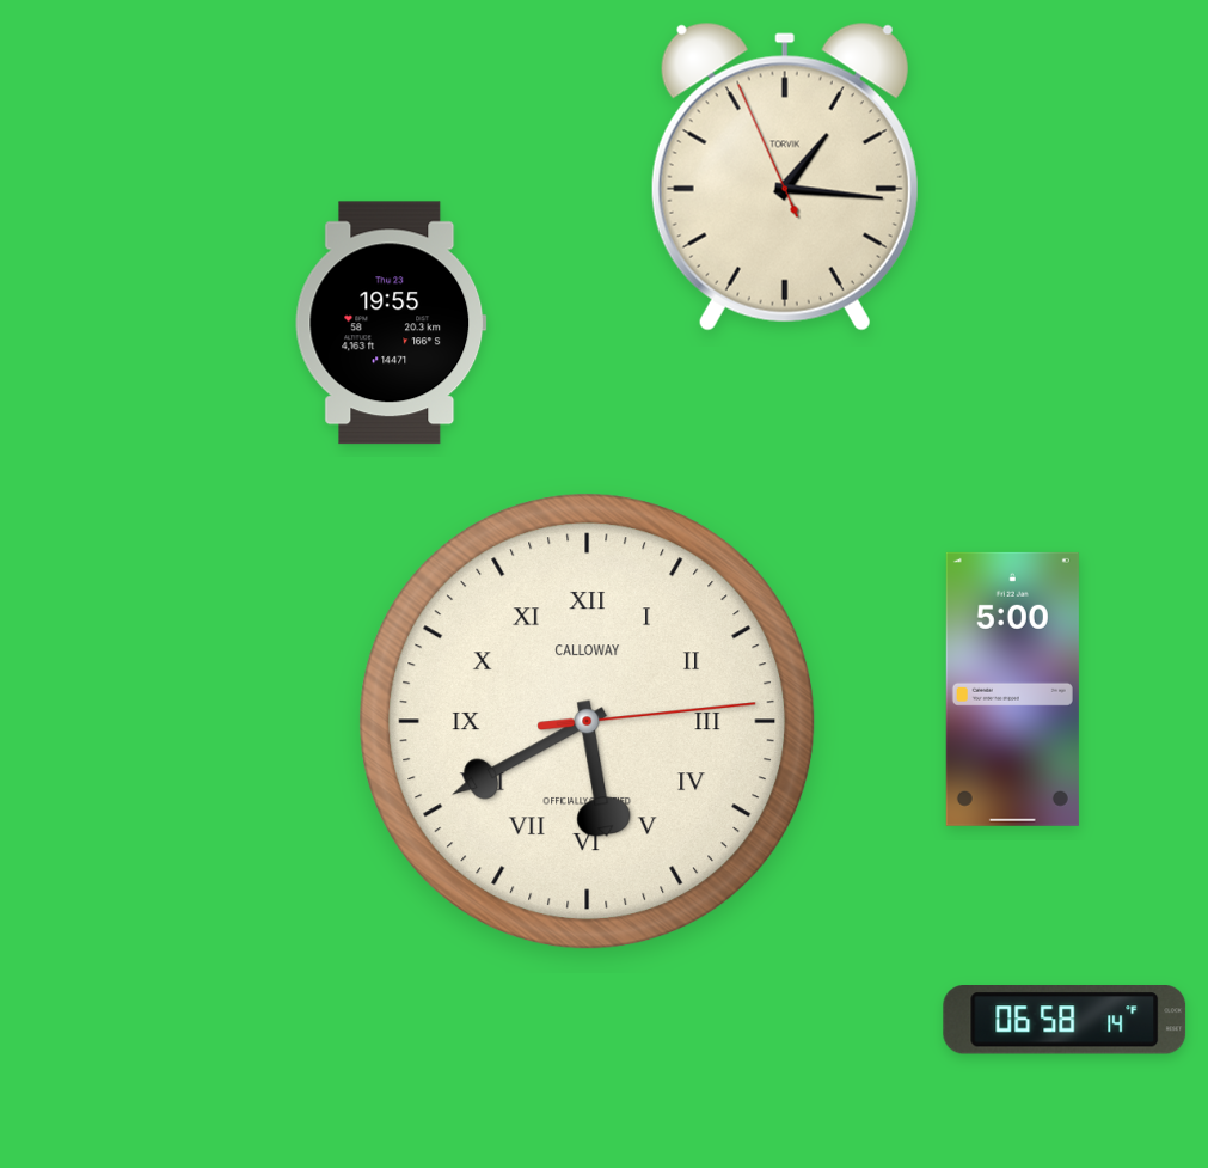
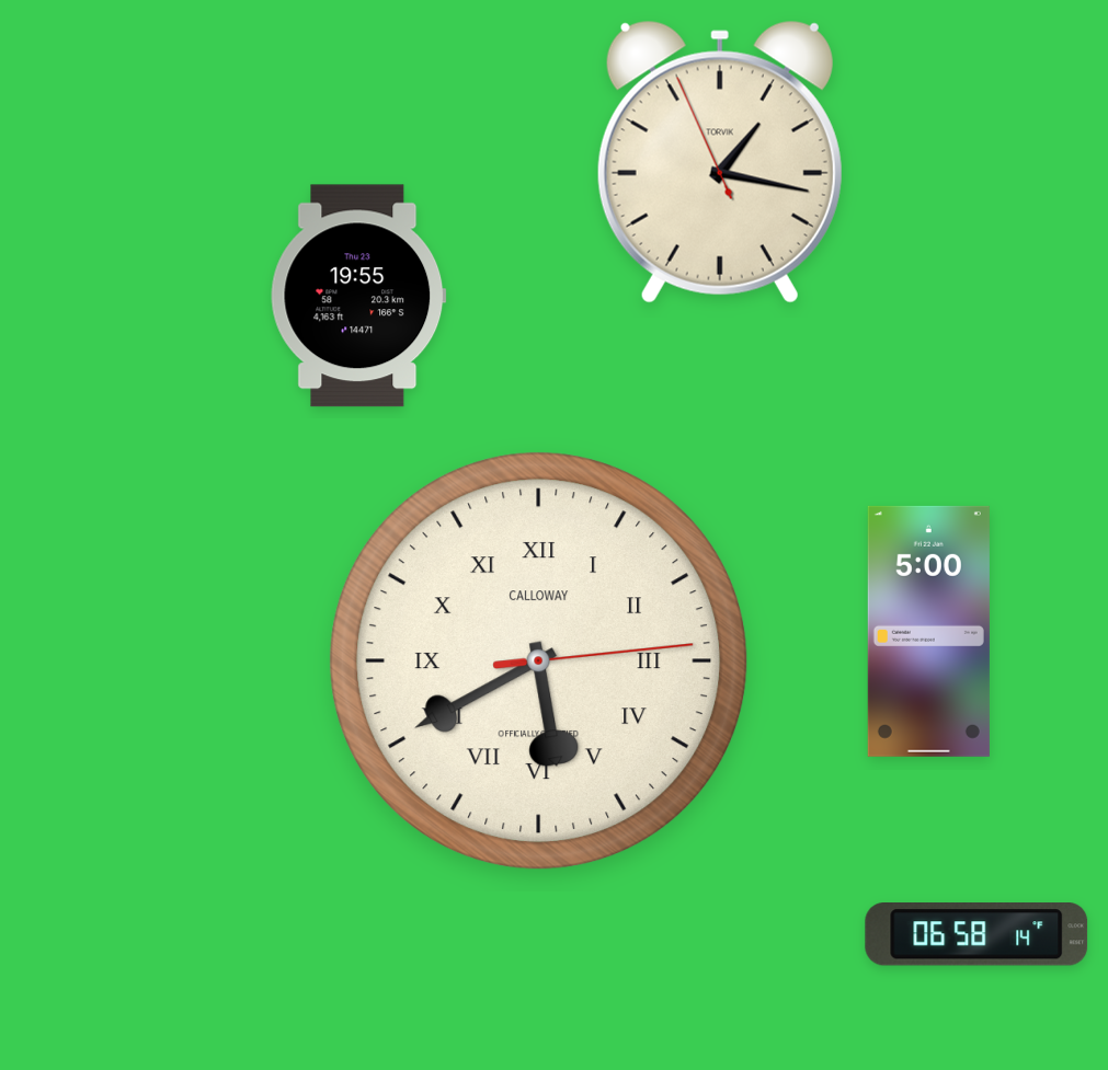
clock at (785, 177): 1:15 -> 1:16
